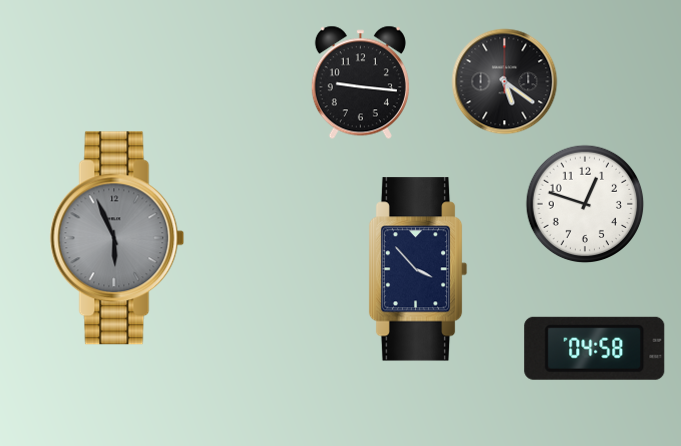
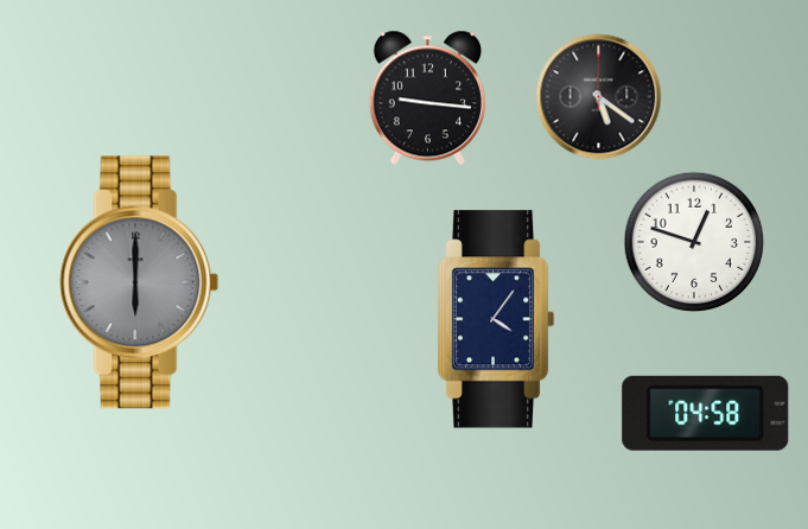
clock at (117, 238): 5:56 -> 6:00
clock at (418, 269): 3:53 -> 4:06
